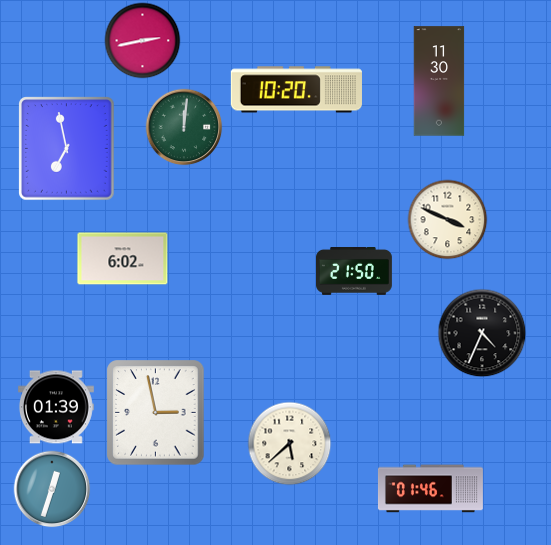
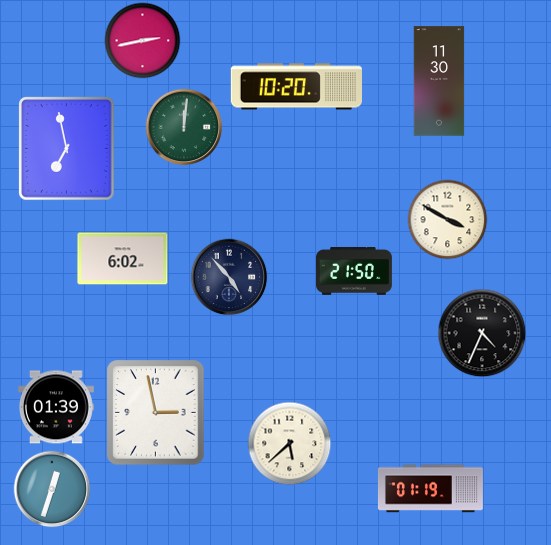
clock at (296, 90) position: (296, 90) -> (296, 87)
clock at (448, 220): 3:49 -> 3:50
clock at (229, 277): none -> 4:53
clock at (430, 489): 01:46 -> 01:19
